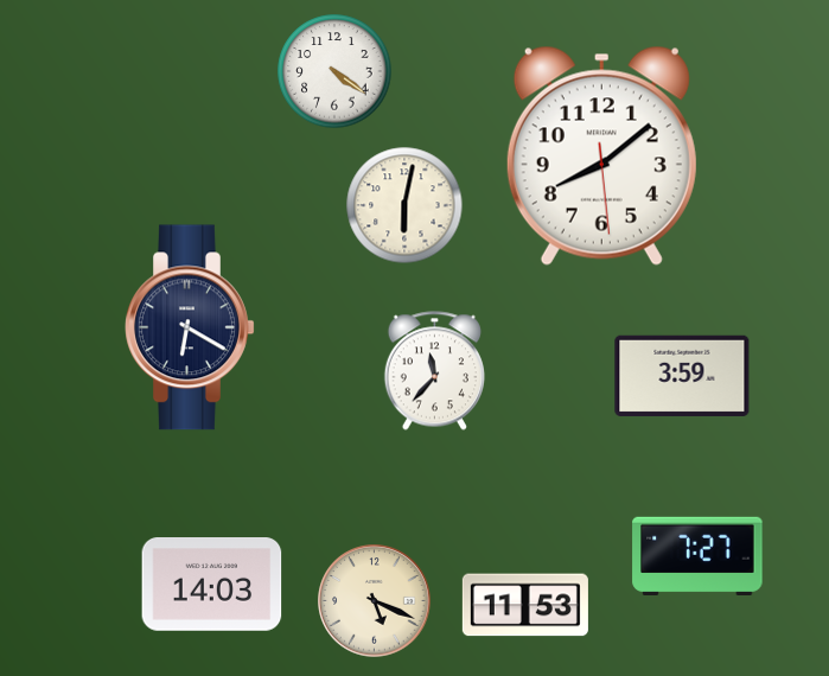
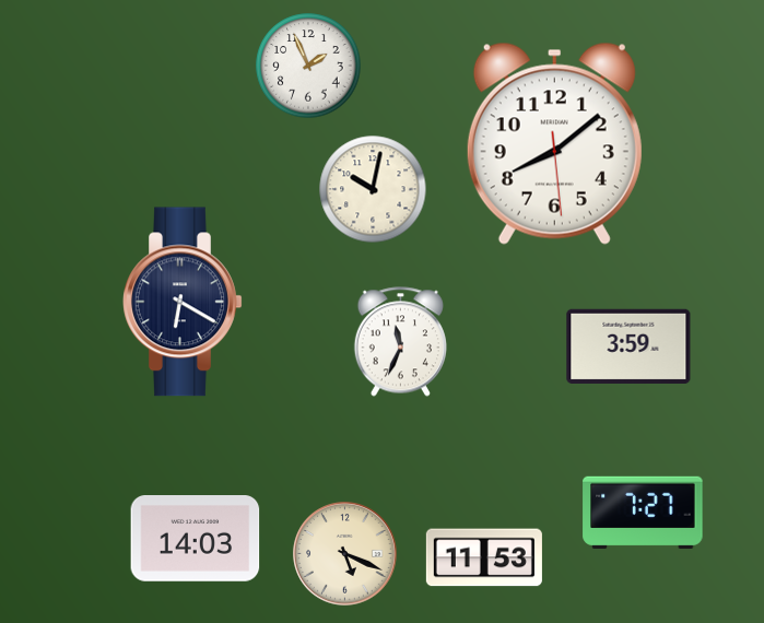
clock at (334, 71): 4:21 -> 1:56
clock at (404, 205): 6:02 -> 10:02
clock at (190, 327) position: (190, 327) -> (183, 302)
clock at (434, 371): 11:37 -> 11:34
